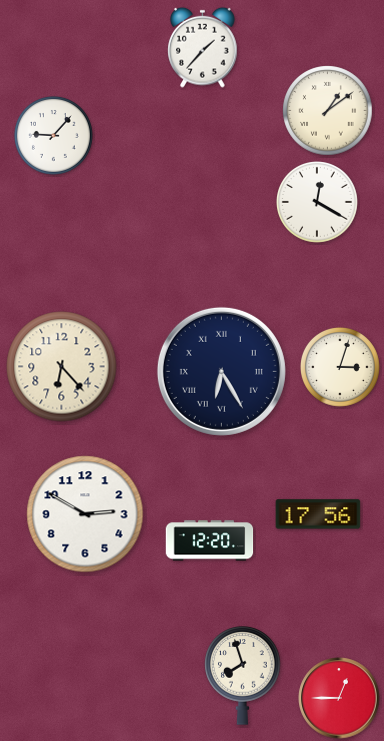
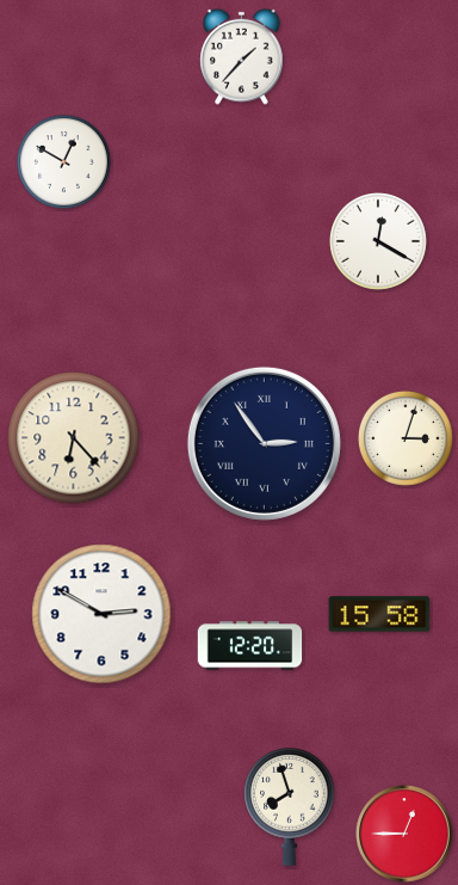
clock at (328, 111): 1:09 -> none
clock at (53, 135): 9:07 -> 12:50
clock at (221, 371): 6:25 -> 2:54
clock at (318, 514): 17:56 -> 15:58
